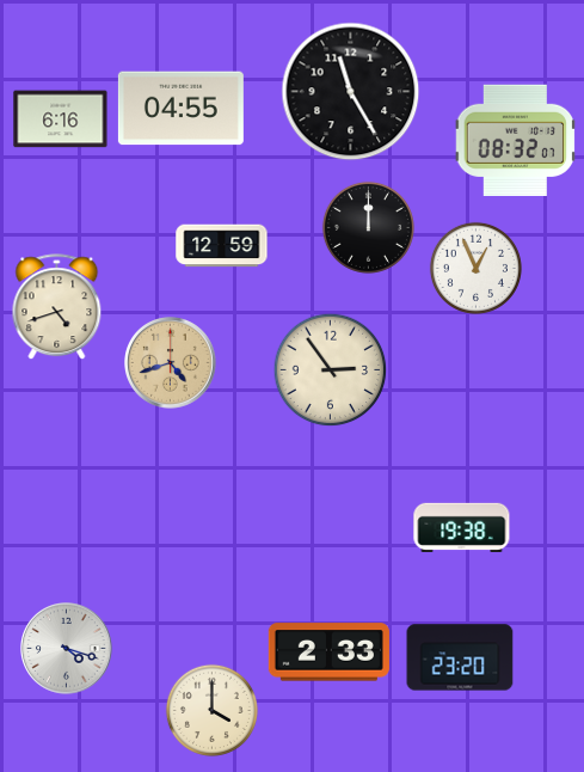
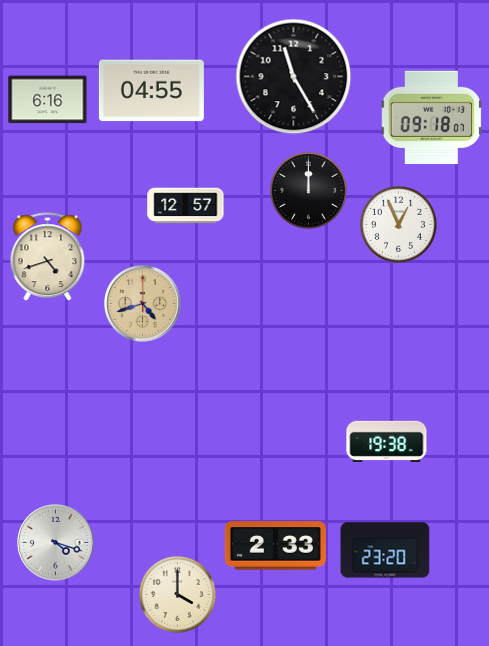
clock at (61, 120) position: (61, 120) -> (48, 100)
clock at (516, 140): 08:32 -> 09:18
clock at (222, 246): 12:59 -> 12:57
clock at (330, 369): 2:54 -> none
